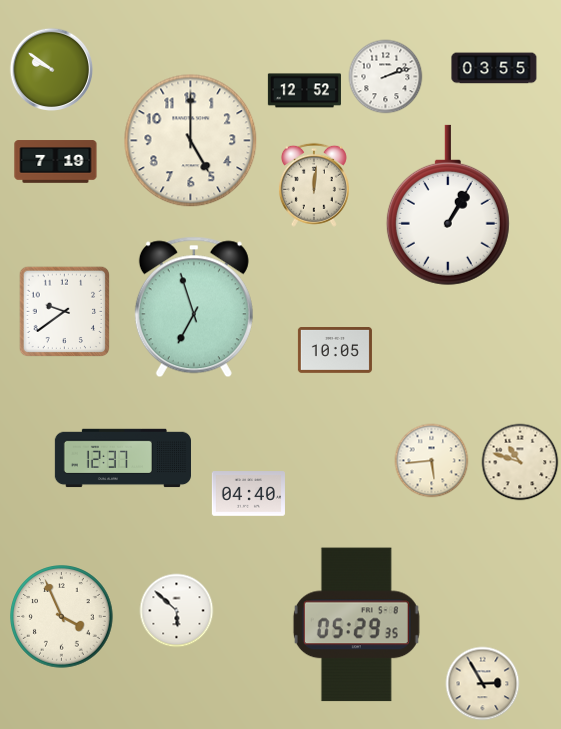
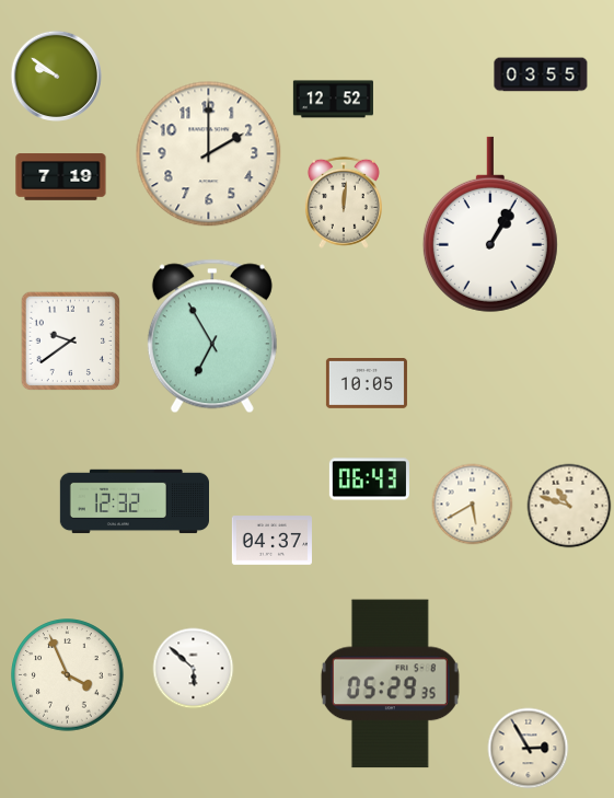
clock at (386, 77): 2:12 -> none
clock at (191, 141): 5:00 -> 2:00
clock at (194, 307): 6:57 -> 6:55
clock at (369, 479): none -> 06:43
clock at (122, 458): 12:37 -> 12:32
clock at (432, 461): 5:44 -> 5:40
clock at (248, 494): 04:40 -> 04:37
